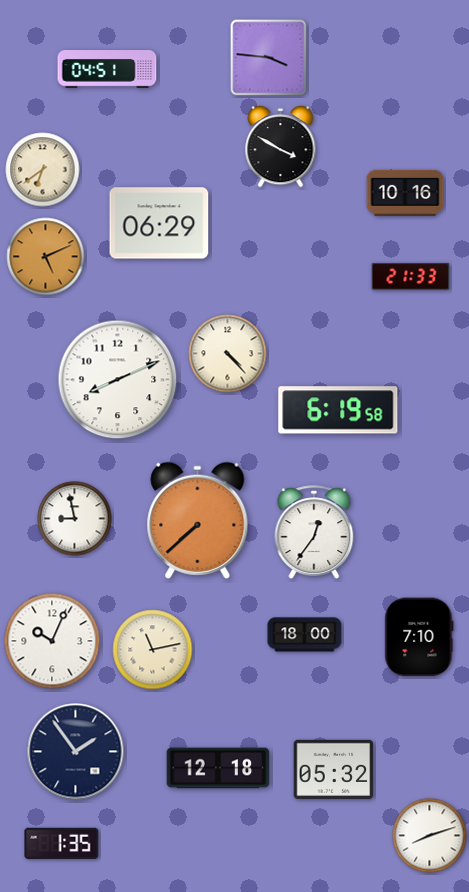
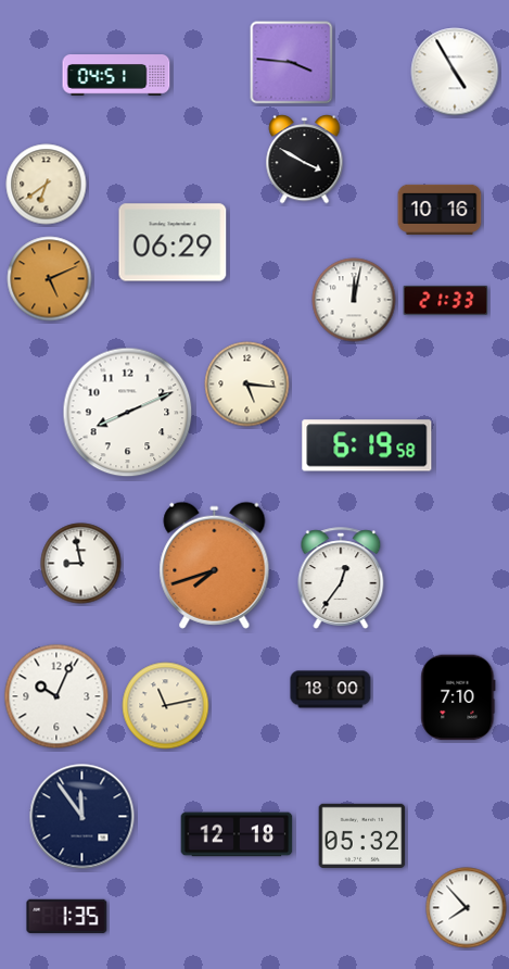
clock at (455, 72): none -> 4:55
clock at (354, 300): none -> 12:02
clock at (228, 354): 4:23 -> 5:16
clock at (198, 520): 7:38 -> 7:42
clock at (419, 637) position: (419, 637) -> (458, 697)
clock at (76, 752): 1:54 -> 11:54
clock at (430, 836): 8:12 -> 7:53
